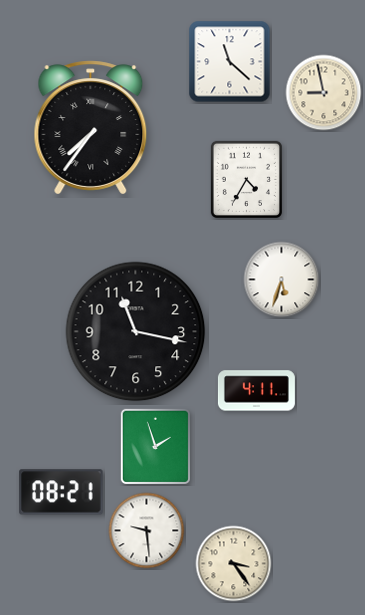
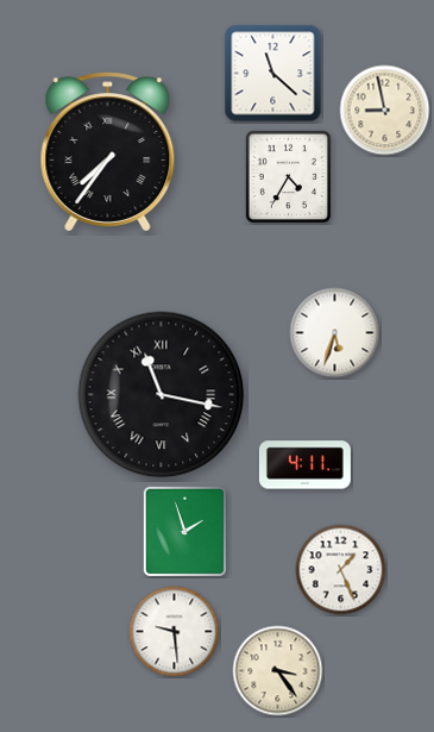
clock at (246, 179) position: (246, 179) -> (288, 176)
clock at (136, 332) numerals: Arabic -> Roman
clock at (341, 570): none -> 1:26
clock at (61, 492): 08:21 -> none
